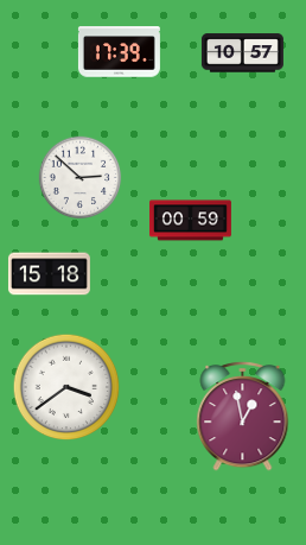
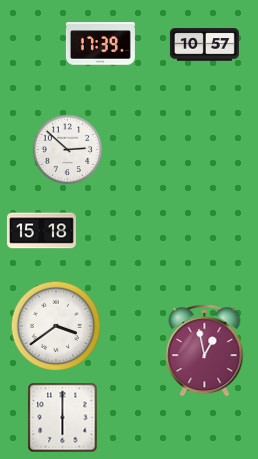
clock at (190, 221): 00:59 -> none
clock at (63, 418): none -> 6:00
